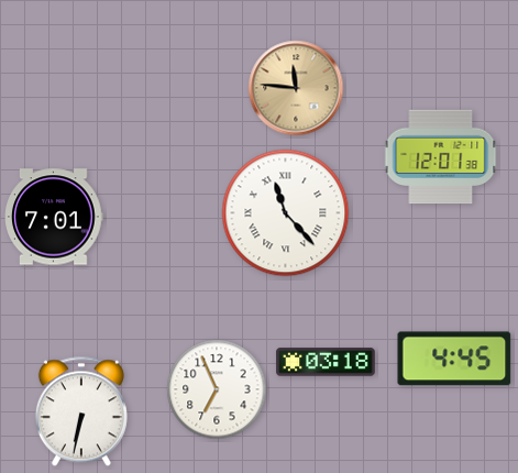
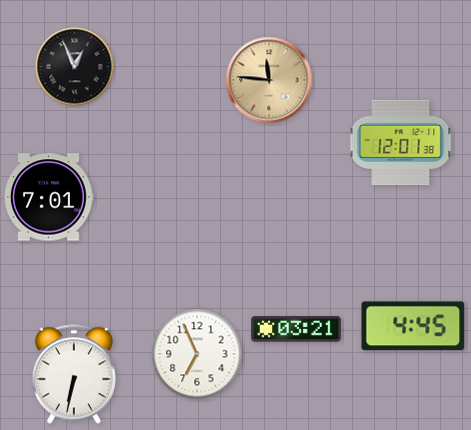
clock at (75, 67): none -> 12:56
clock at (286, 213): 11:23 -> none
clock at (326, 362): 03:18 -> 03:21
